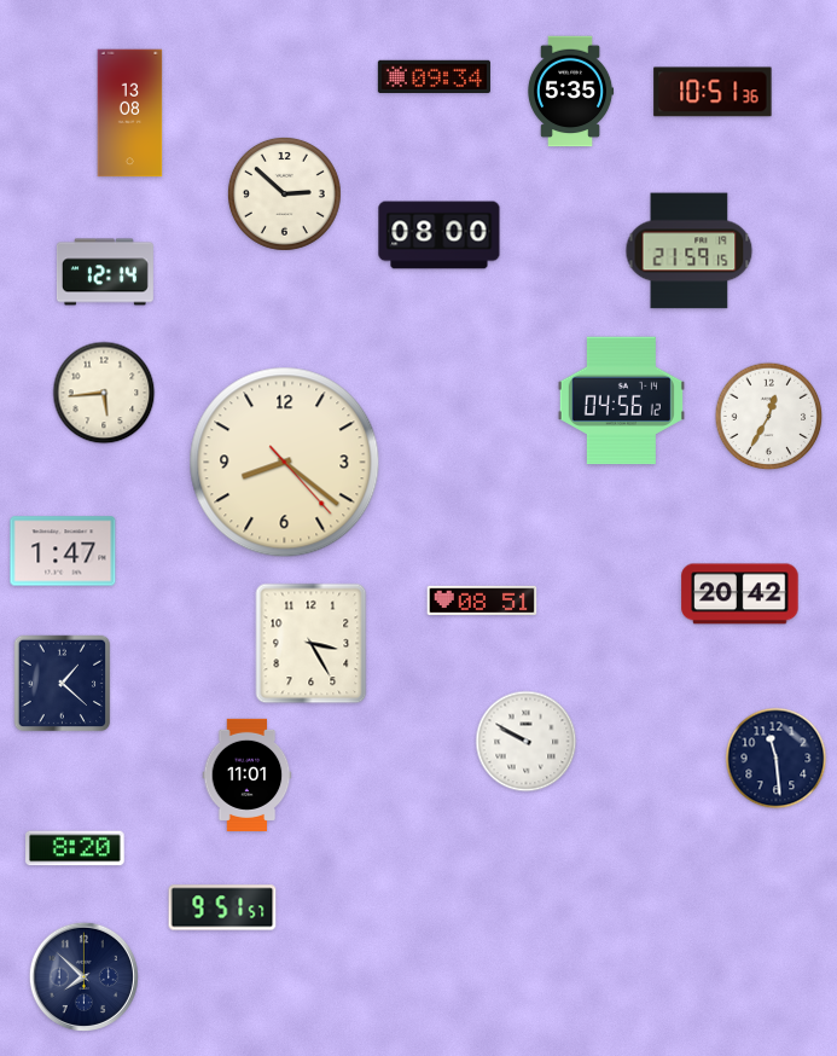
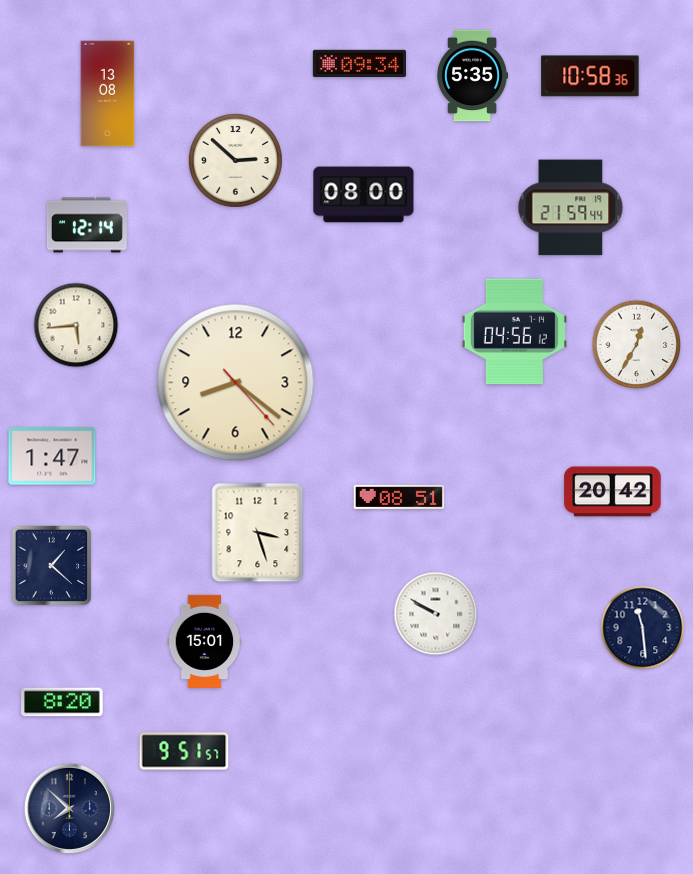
clock at (713, 92): 10:51 -> 10:58
clock at (690, 251): 21:59:15 -> 21:59:44
clock at (104, 393) position: (104, 393) -> (76, 325)
clock at (312, 644): 3:25 -> 3:27
clock at (248, 774): 11:01 -> 15:01
